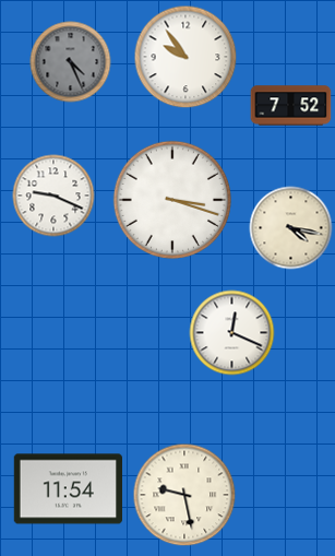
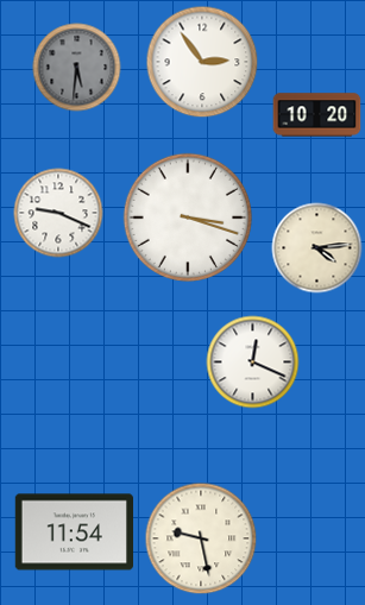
clock at (186, 57): 9:54 -> 2:54
clock at (71, 62): 4:26 -> 5:31
clock at (291, 106): 7:52 -> 10:20
clock at (291, 228): 4:17 -> 4:14
